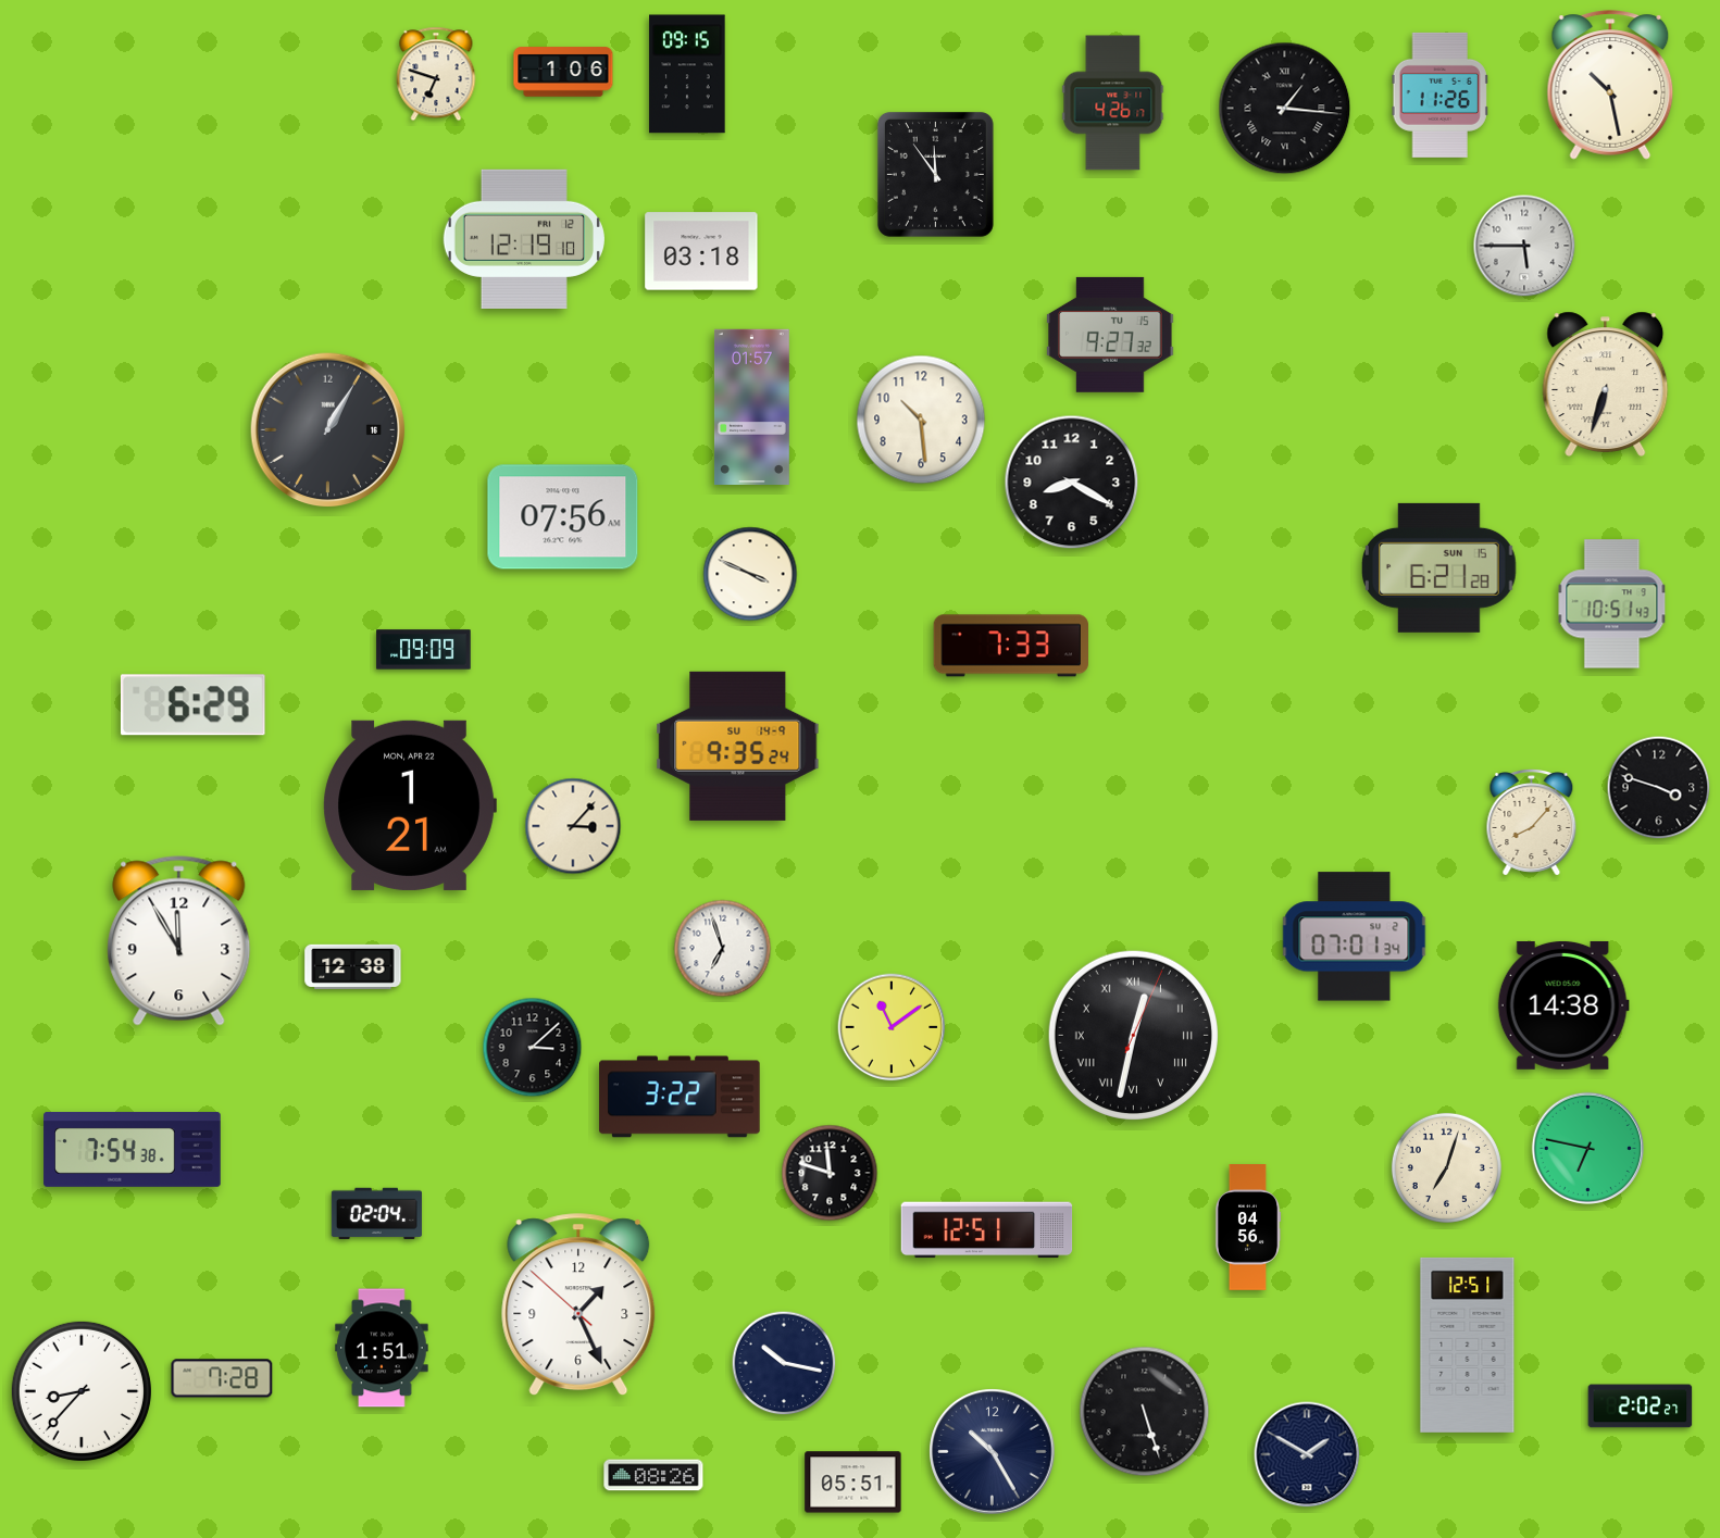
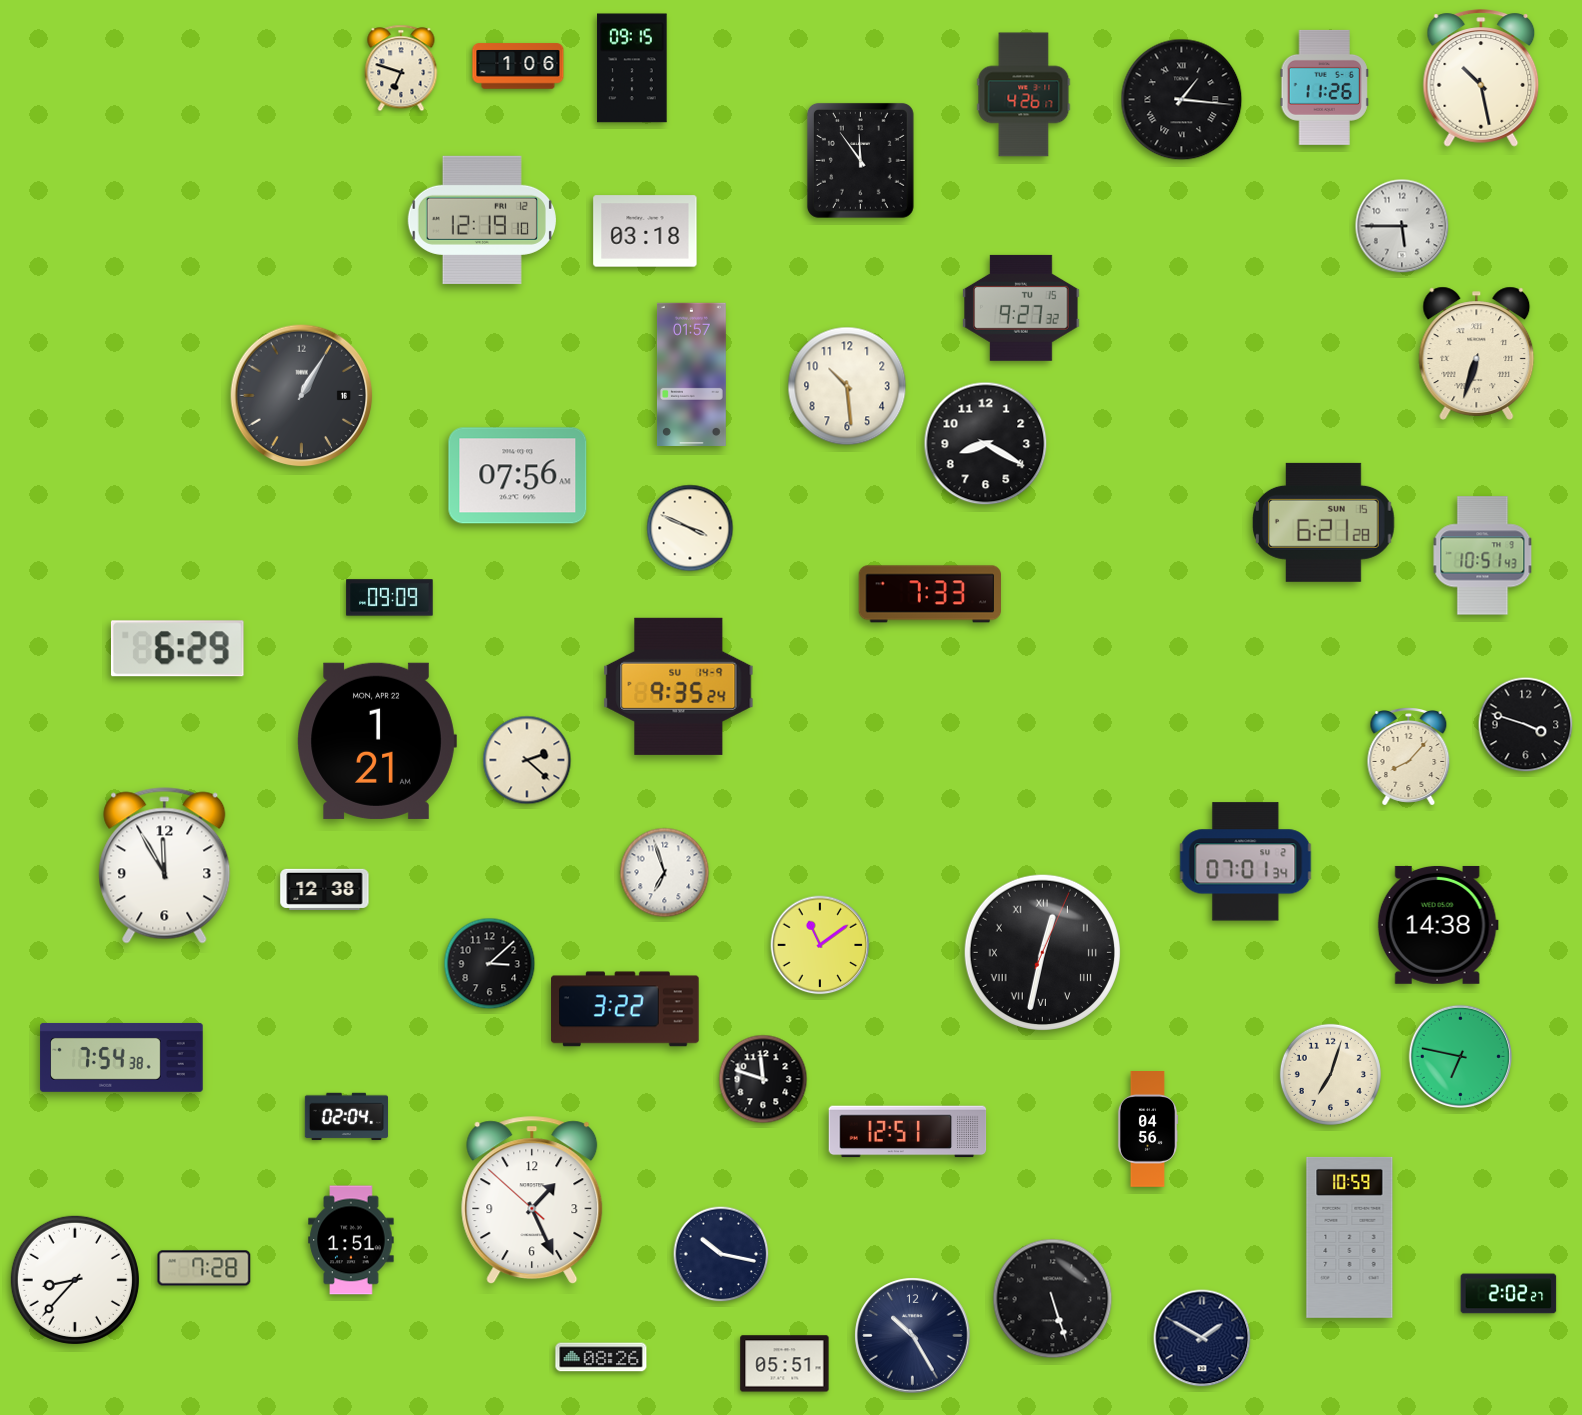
clock at (573, 826): 3:07 -> 2:22
clock at (1468, 1345): 12:51 -> 10:59
